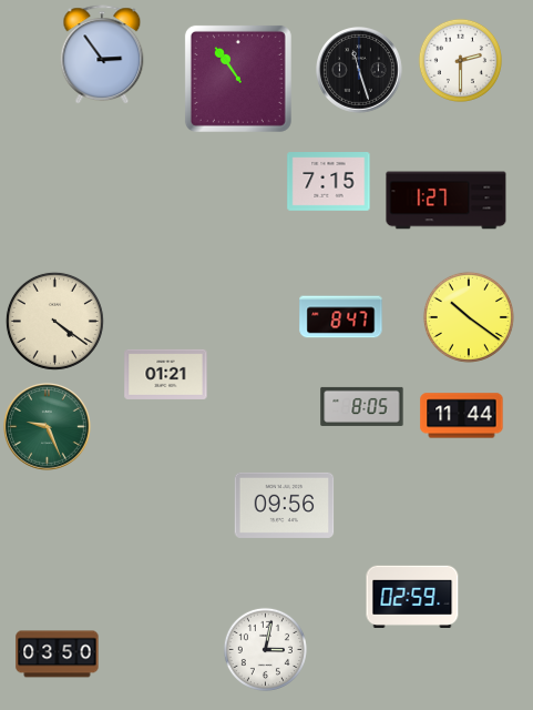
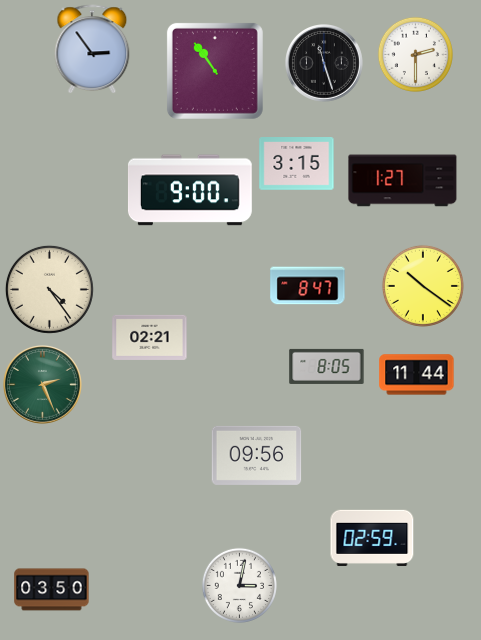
clock at (329, 182): 7:15 -> 3:15
clock at (190, 190): none -> 9:00
clock at (54, 321): 4:21 -> 4:24
clock at (166, 374): 01:21 -> 02:21
clock at (48, 427): 9:26 -> 2:26
